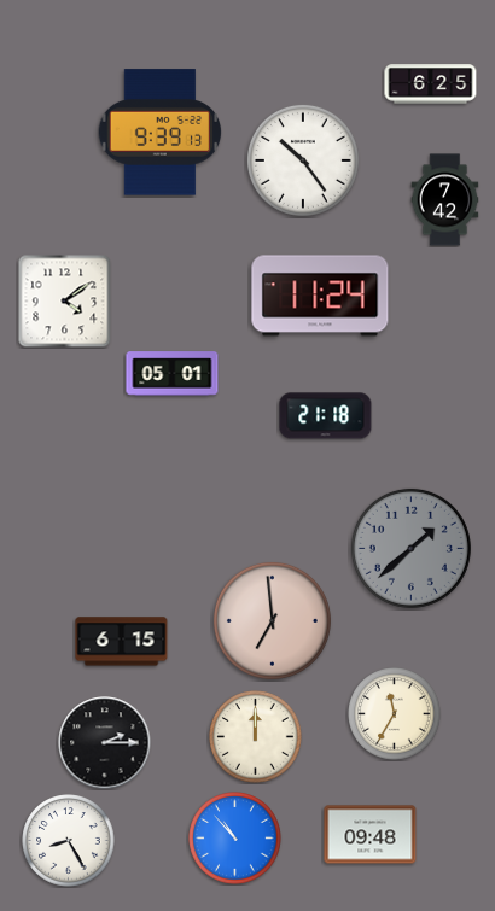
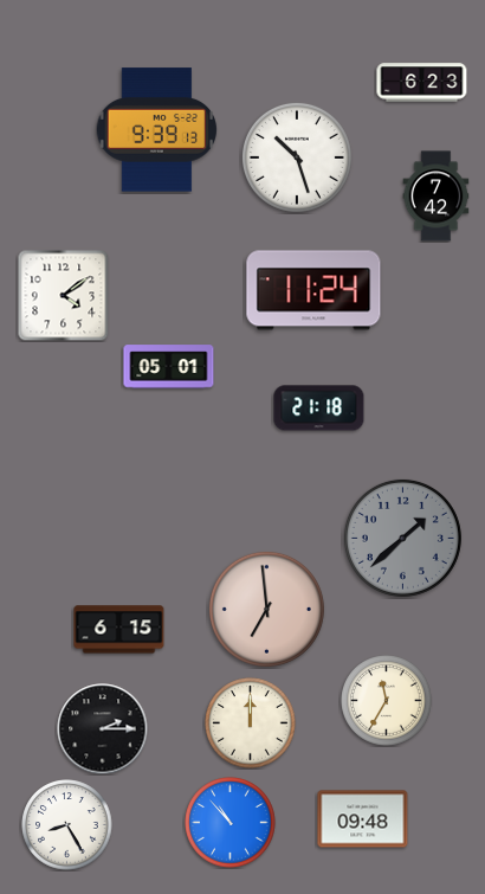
clock at (431, 84): 6:25 -> 6:23
clock at (303, 160): 10:24 -> 10:27
